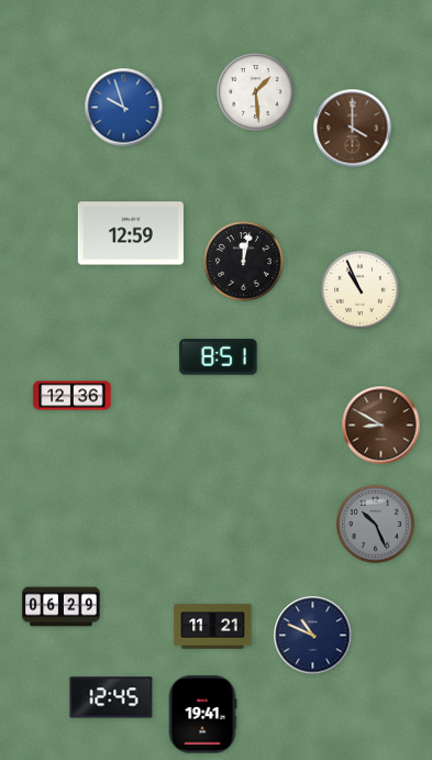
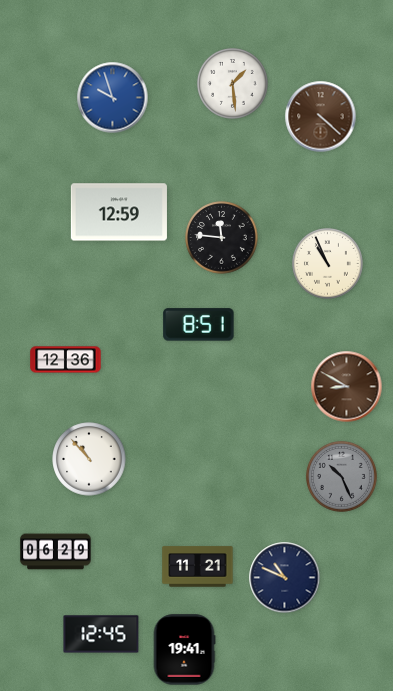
clock at (353, 129): 4:00 -> 4:22
clock at (244, 262): 12:02 -> 11:46
clock at (89, 459): none -> 10:53
clock at (213, 627) position: (213, 627) -> (198, 567)
